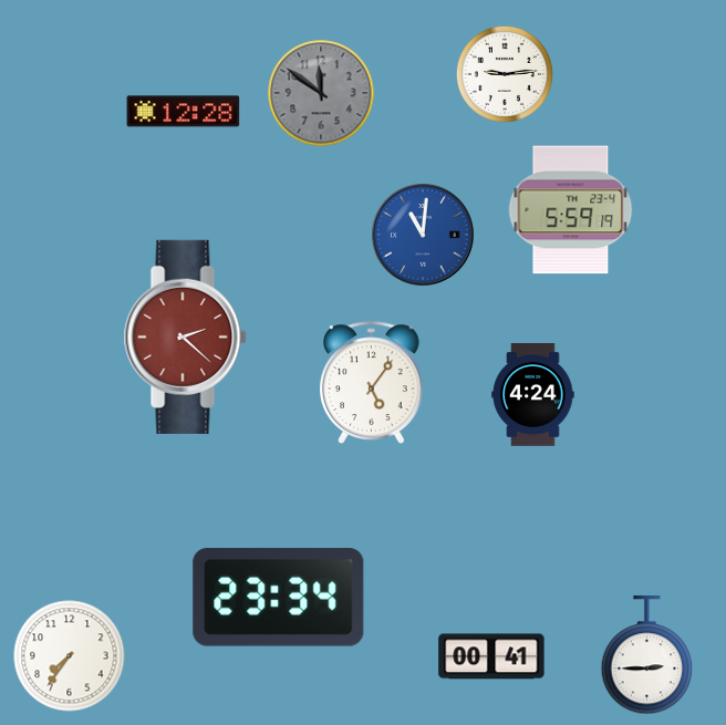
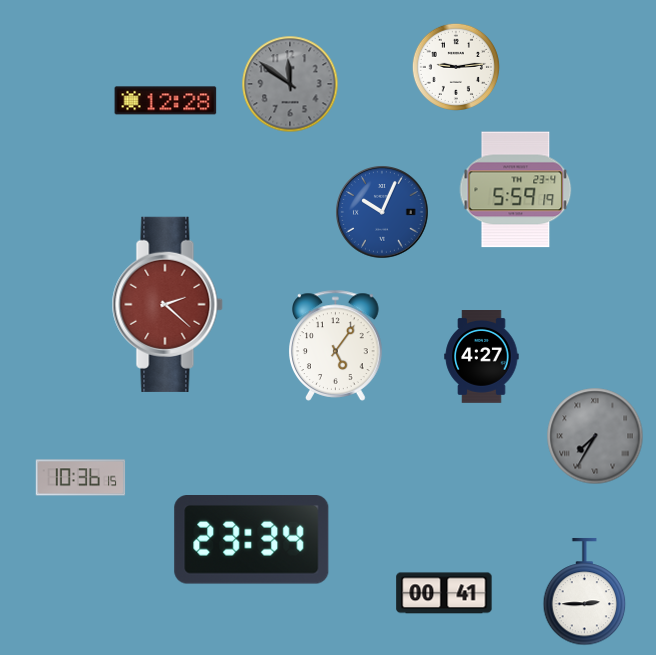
clock at (423, 235): 11:01 -> 10:04
clock at (533, 395): 4:24 -> 4:27
clock at (595, 436): none -> 7:35
clock at (81, 478): none -> 10:36
clock at (70, 656): 7:36 -> none
